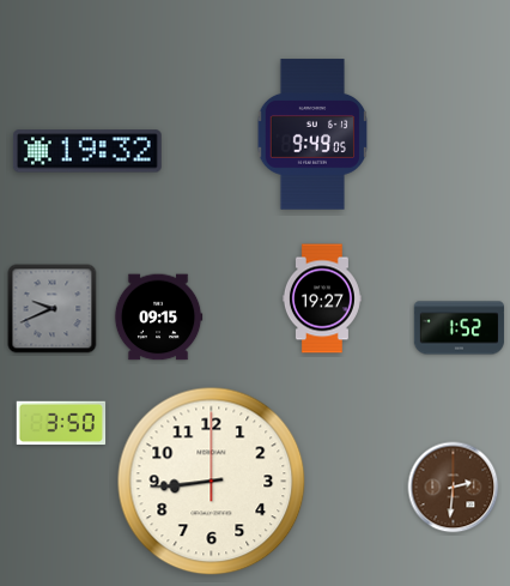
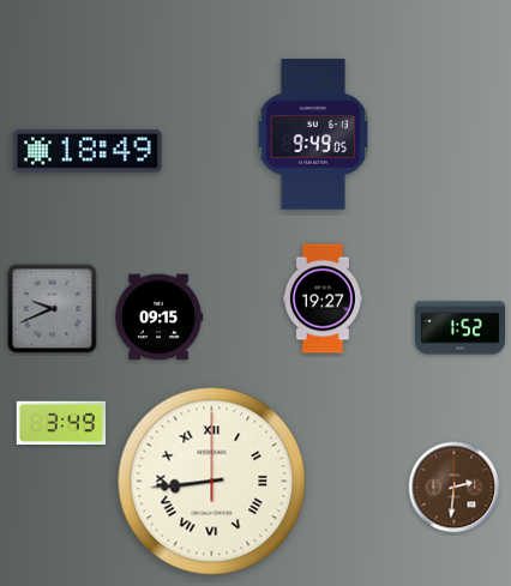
clock at (87, 151): 19:32 -> 18:49
clock at (61, 423): 3:50 -> 3:49
clock at (212, 482) numerals: Arabic -> Roman
